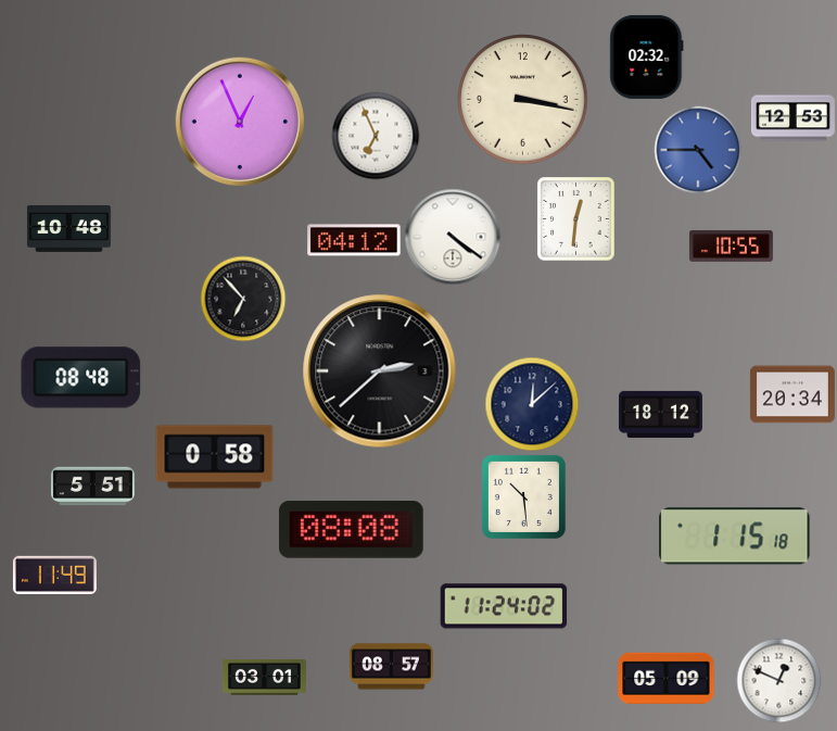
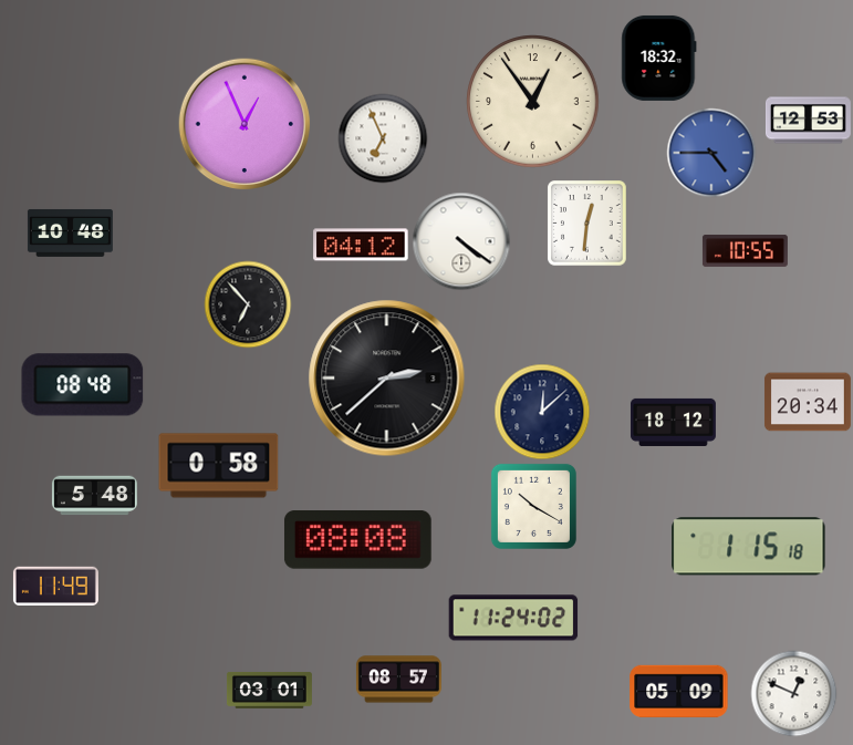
clock at (647, 56): 02:32 -> 18:32
clock at (523, 100): 3:17 -> 12:54
clock at (92, 487): 5:51 -> 5:48
clock at (523, 496): 10:29 -> 10:20
